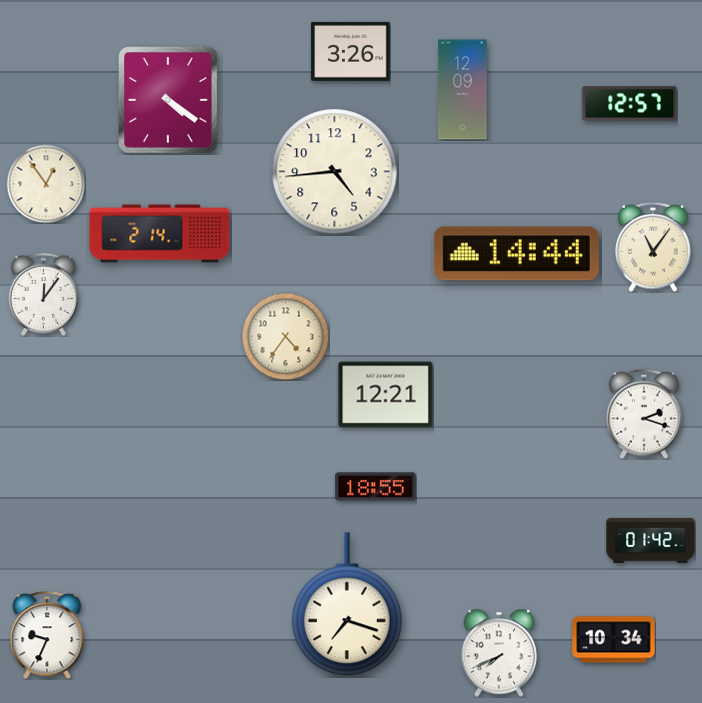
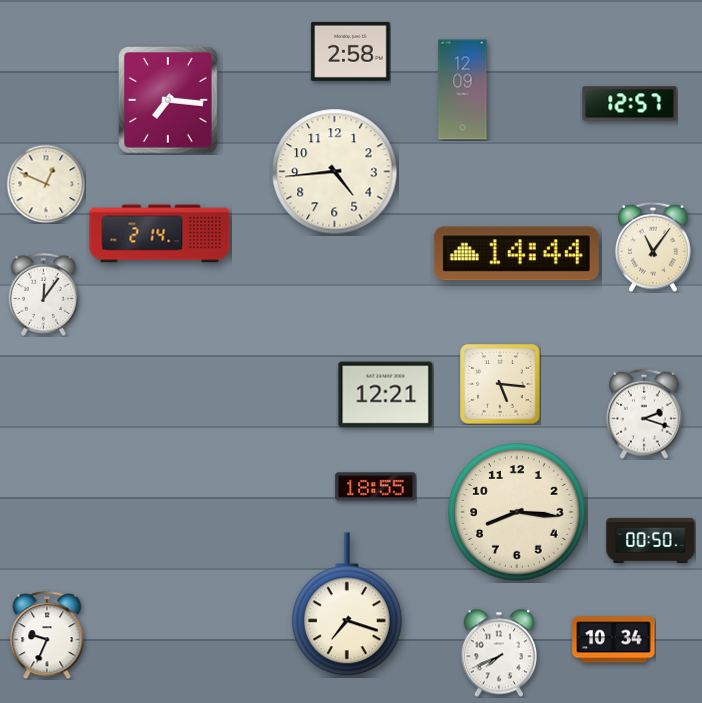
clock at (351, 51): 3:26 -> 2:58
clock at (169, 100): 4:21 -> 7:16
clock at (46, 184): 12:54 -> 12:49
clock at (285, 336): 4:36 -> none
clock at (500, 384): none -> 5:16
clock at (518, 513): none -> 8:16
clock at (651, 540): 01:42 -> 00:50
